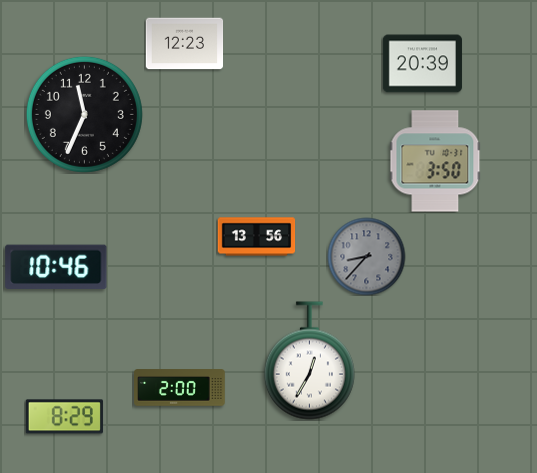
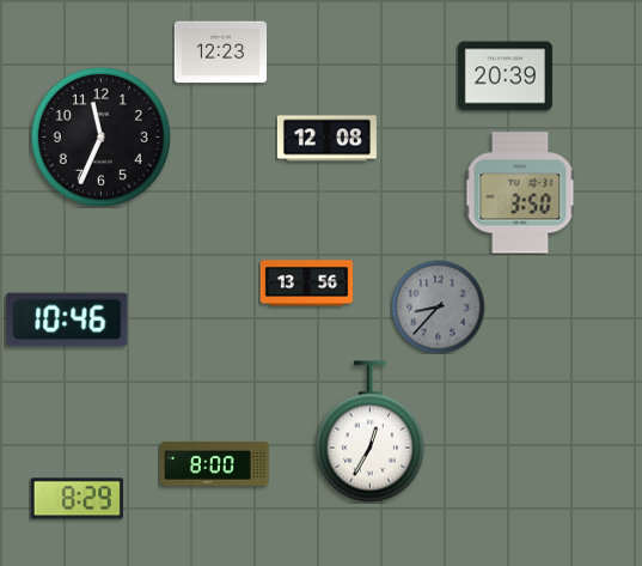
clock at (326, 139): none -> 12:08
clock at (180, 388): 2:00 -> 8:00
